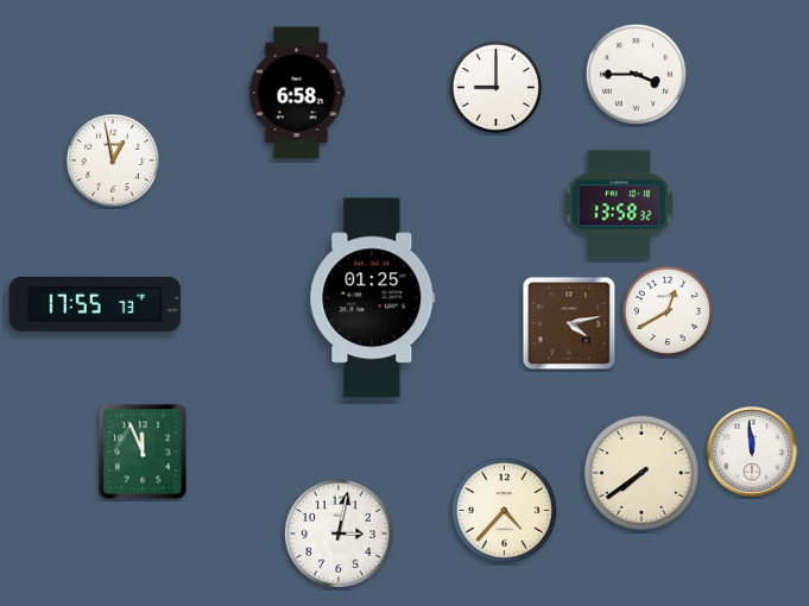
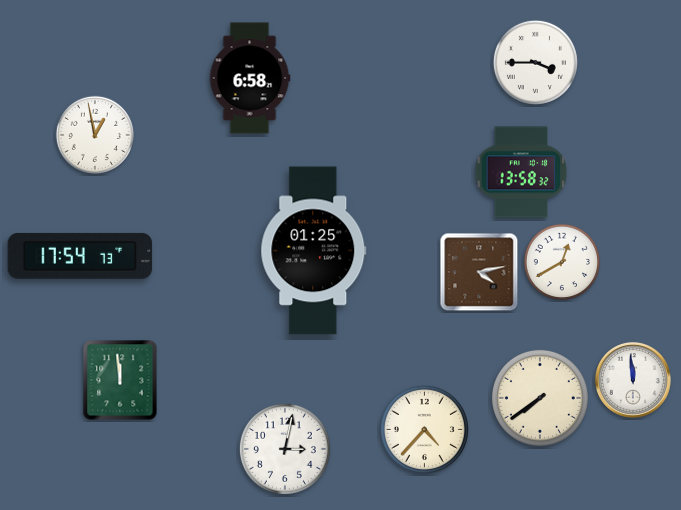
clock at (495, 87): 9:00 -> none
clock at (95, 304): 17:55 -> 17:54
clock at (143, 452): 11:56 -> 11:59
